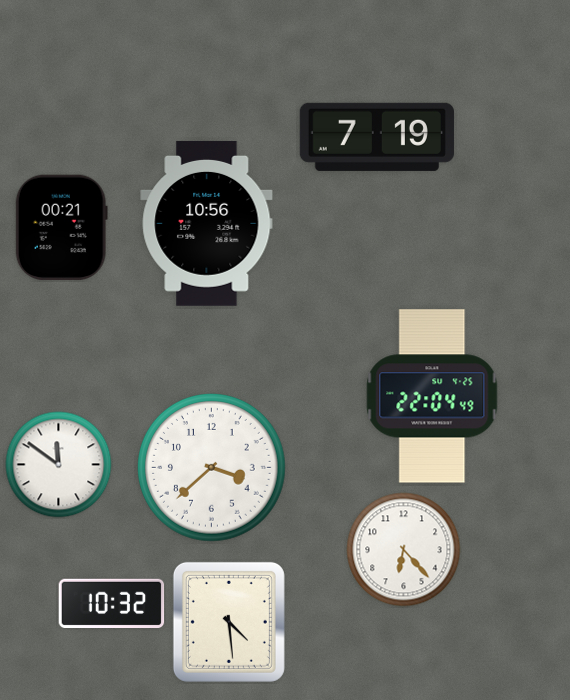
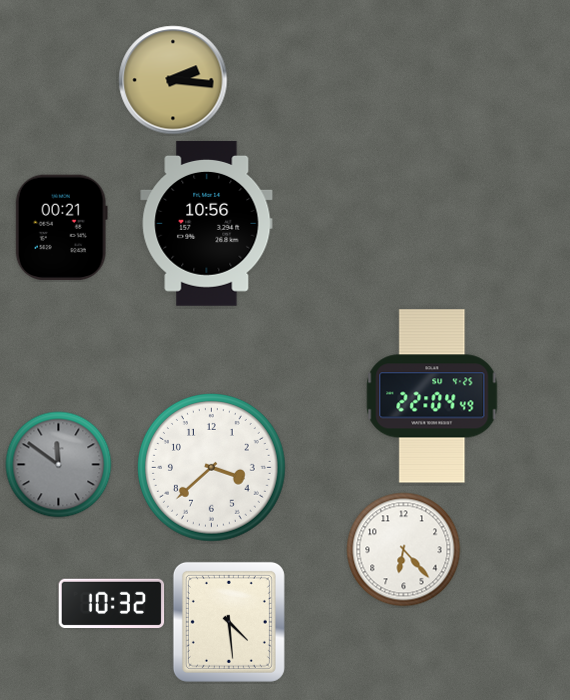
clock at (173, 80): none -> 2:16
clock at (377, 137): 7:19 -> none
clock at (59, 465) dial: white -> grey
